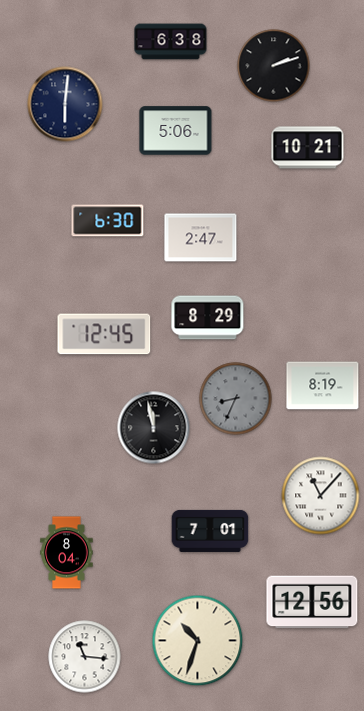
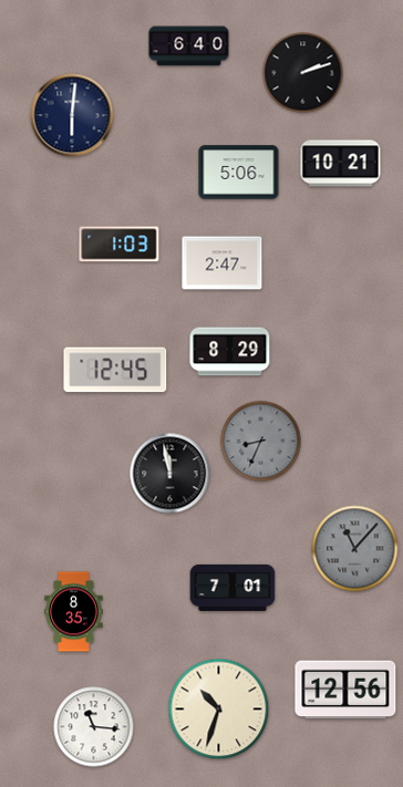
clock at (171, 42): 6:38 -> 6:40
clock at (176, 131) position: (176, 131) -> (239, 173)
clock at (108, 221): 6:30 -> 1:03
clock at (323, 386): 8:19 -> none
clock at (321, 496) dial: white -> grey
clock at (67, 553): 8:04 -> 8:35
clock at (312, 602) position: (312, 602) -> (345, 690)
